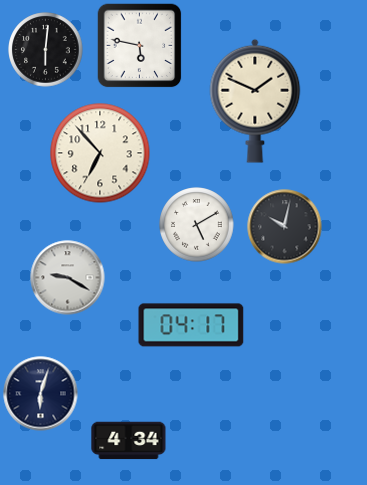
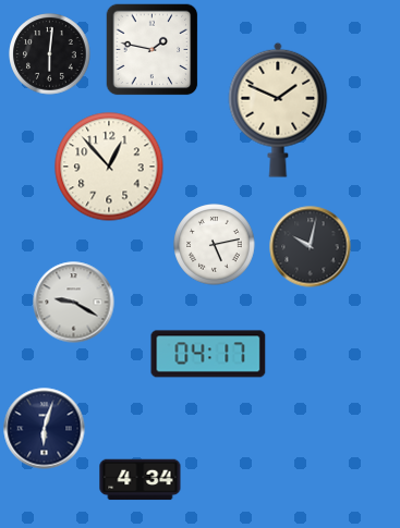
clock at (140, 46): 5:47 -> 1:47
clock at (100, 153): 6:53 -> 12:53
clock at (197, 225): 5:10 -> 5:13
